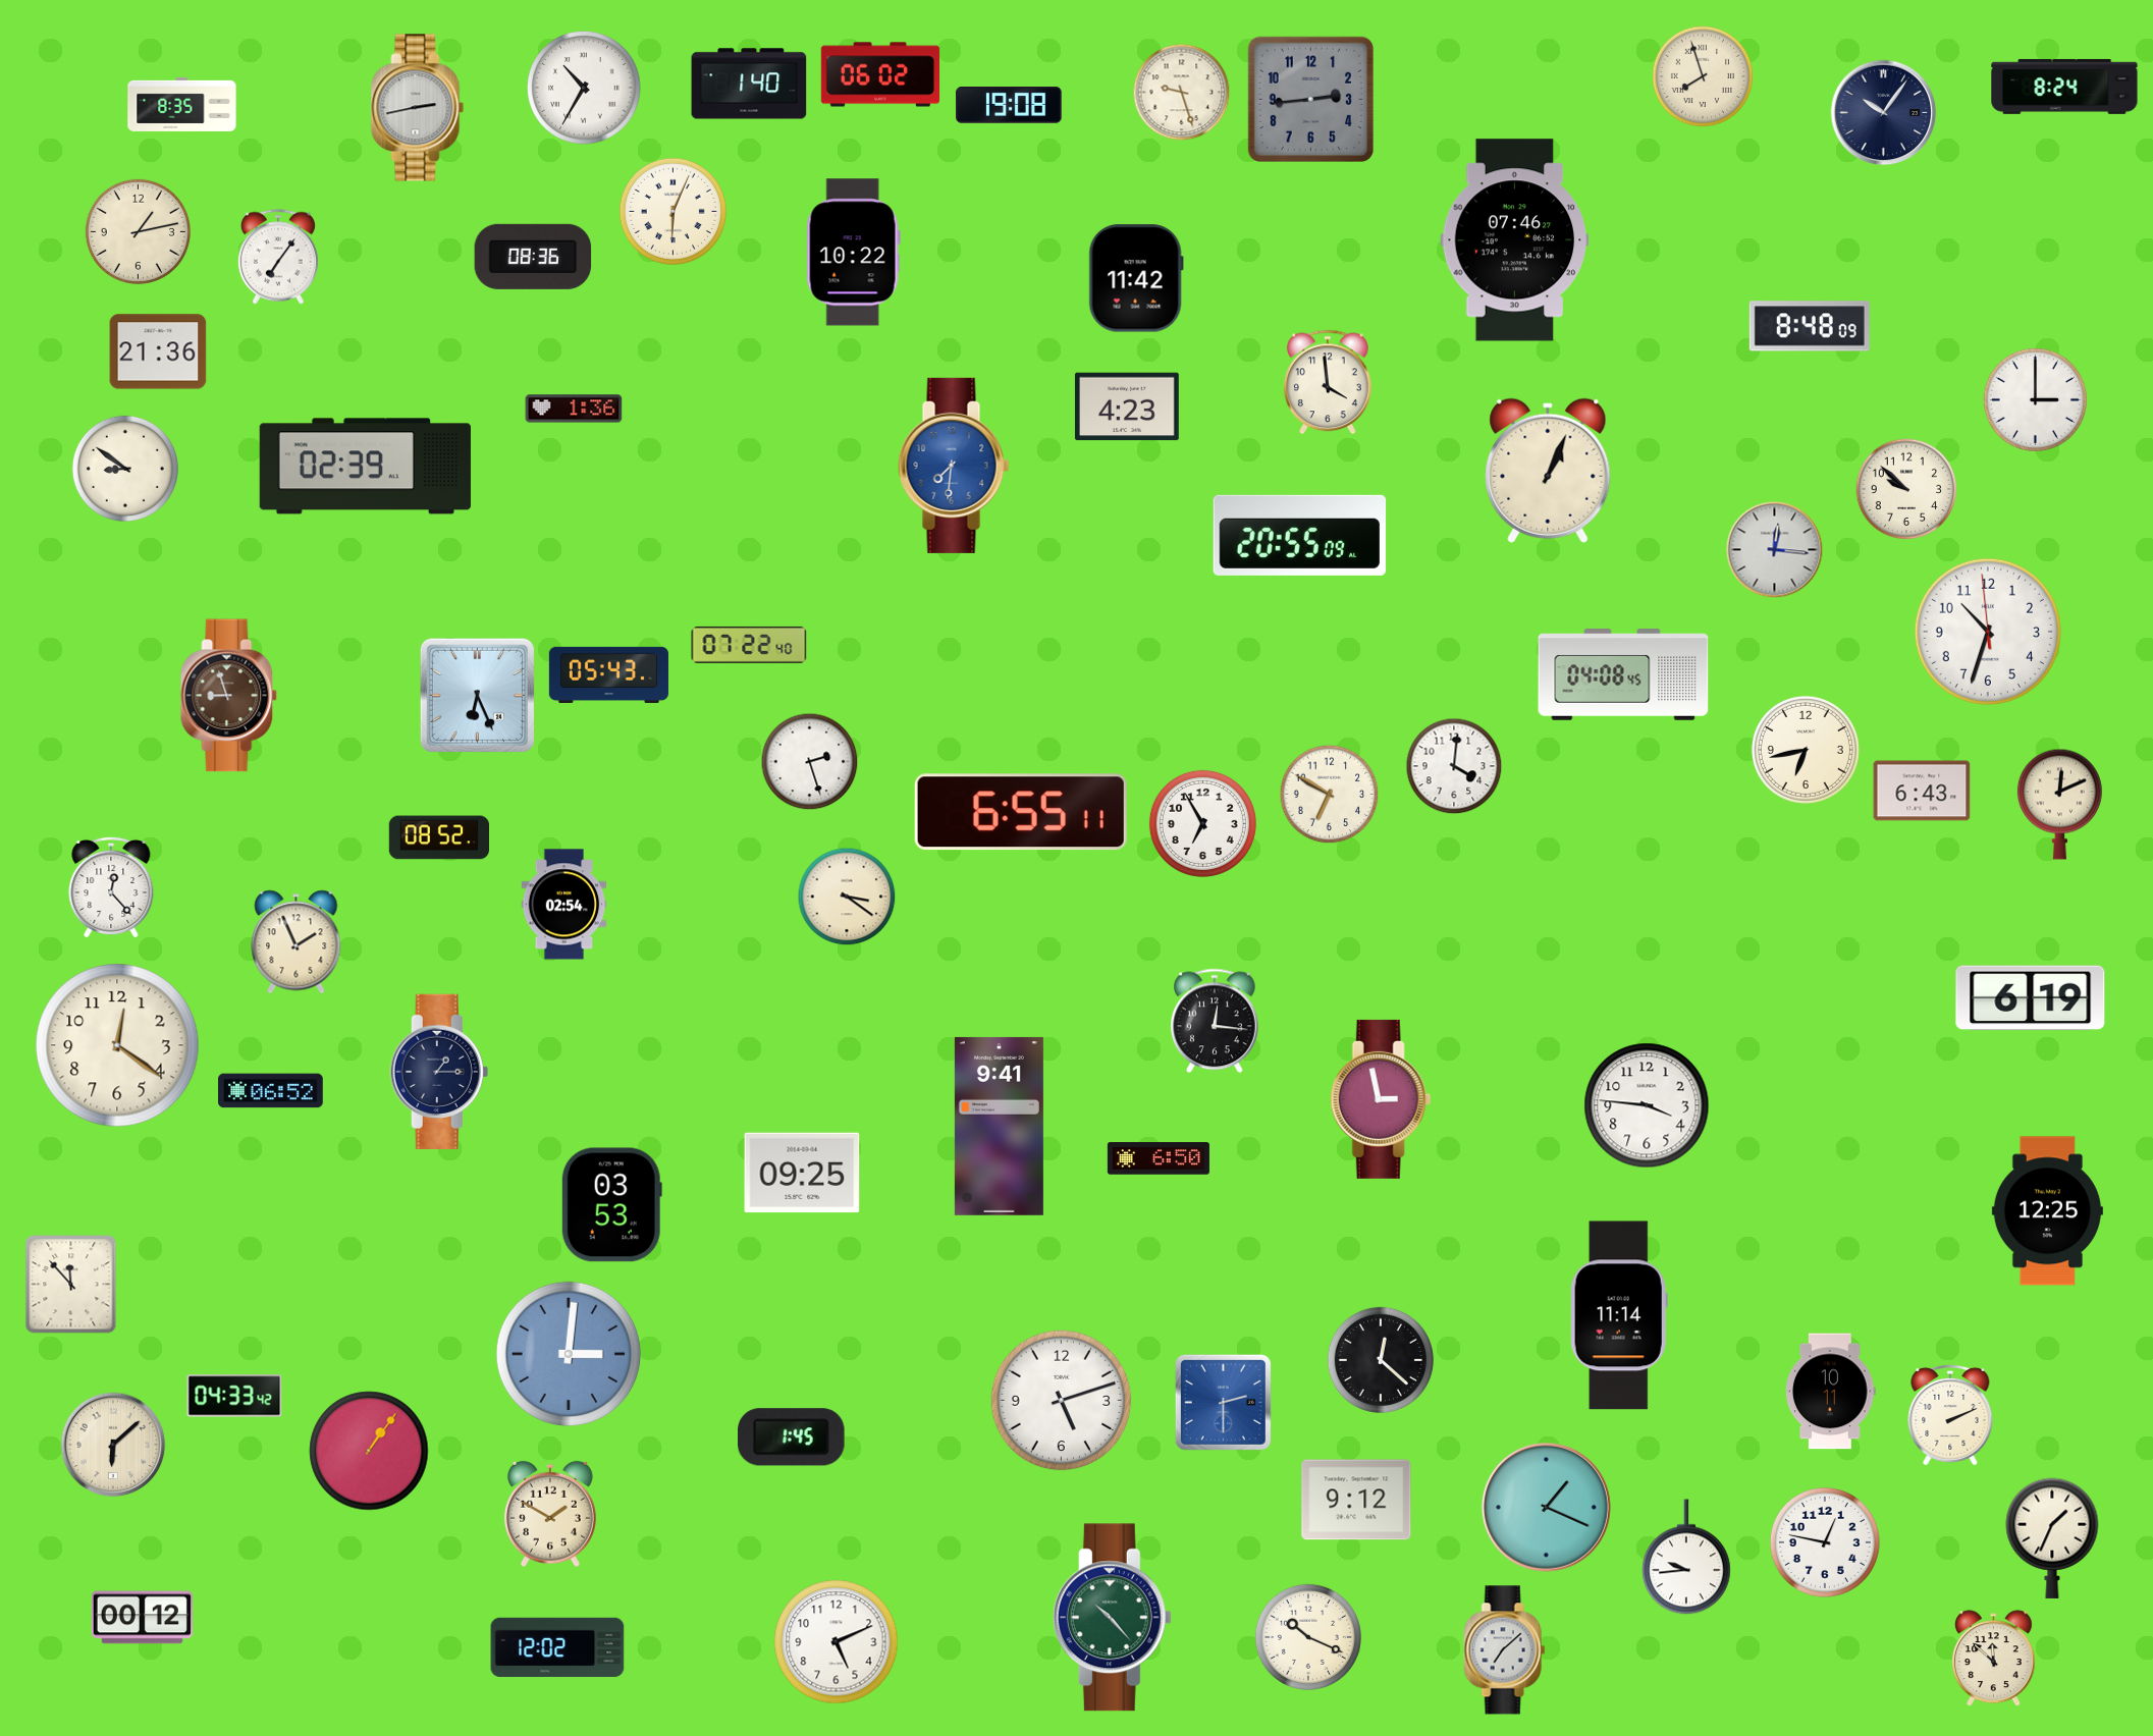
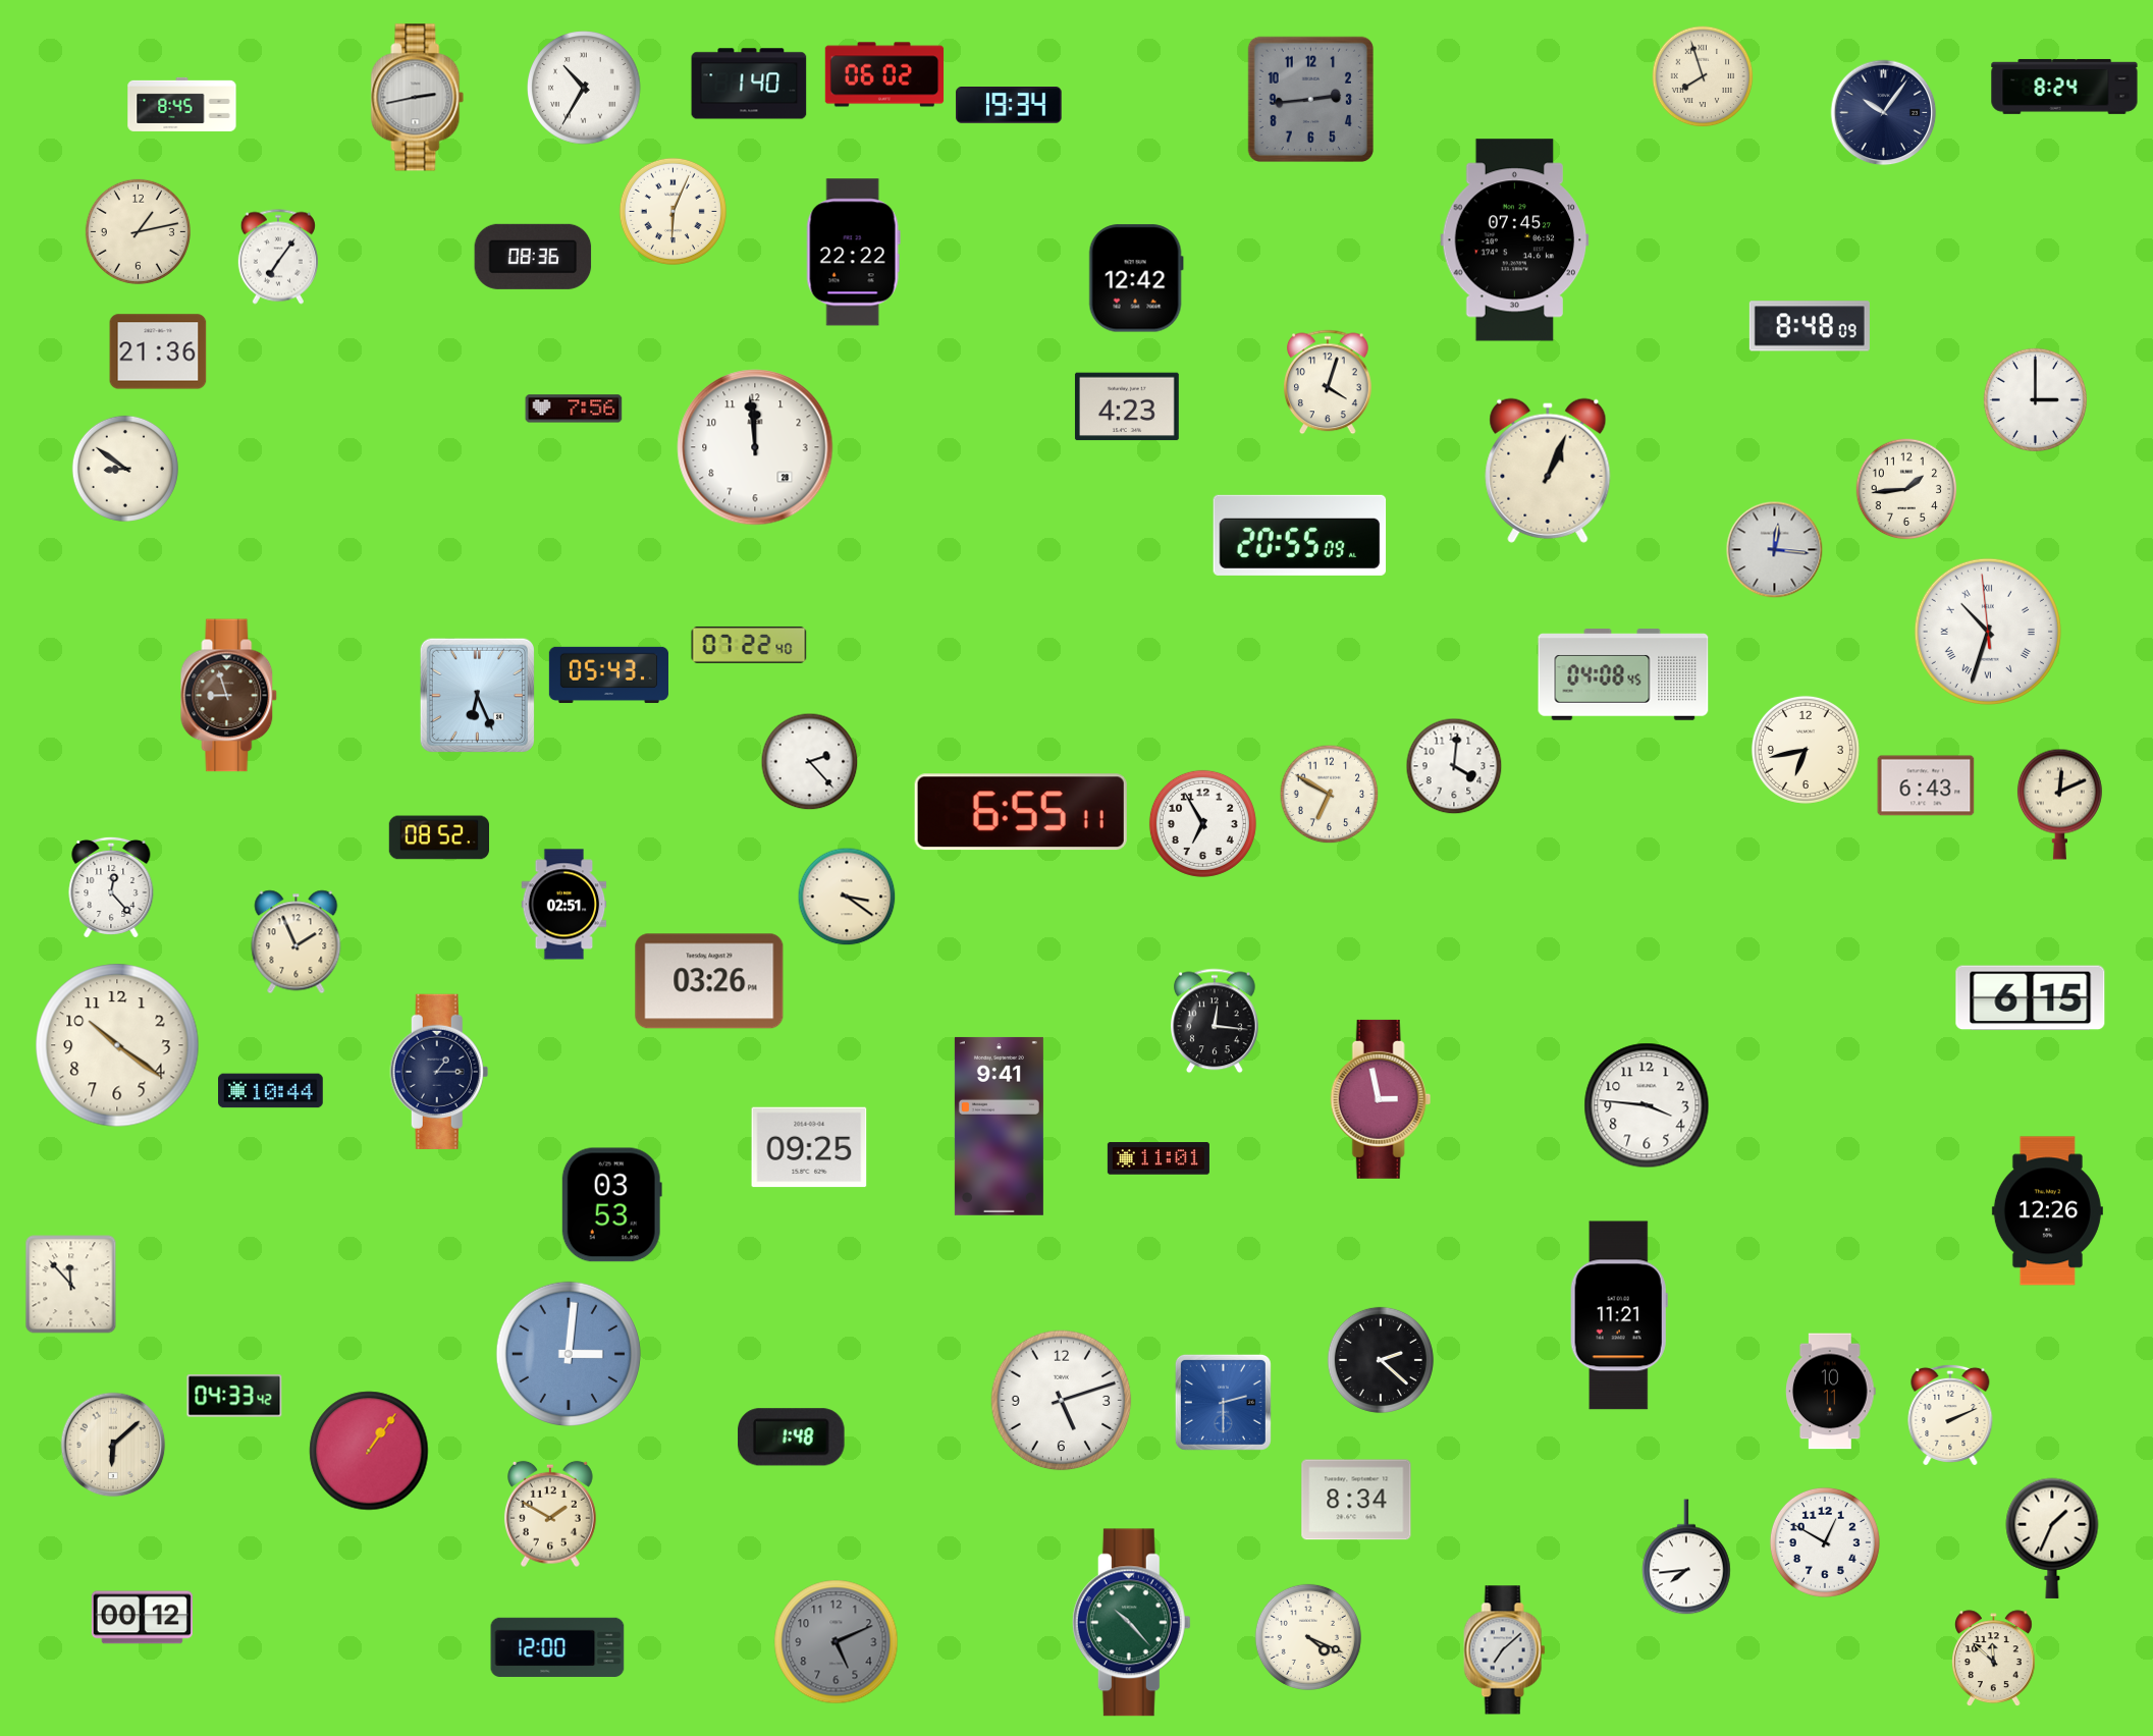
clock at (880, 74) position: (880, 74) -> (884, 74)
clock at (1182, 93): 9:27 -> none
clock at (182, 104): 8:35 -> 8:45
clock at (1009, 105): 19:08 -> 19:34
clock at (418, 108) position: (418, 108) -> (418, 98)
clock at (1515, 240): 07:46 -> 07:45
clock at (853, 253): 10:22 -> 22:22
clock at (1136, 278): 11:42 -> 12:42
clock at (1328, 382): 3:59 -> 4:03
clock at (574, 409): 1:36 -> 7:56
clock at (755, 447): none -> 11:59
clock at (954, 466): 7:31 -> none
clock at (365, 467): 02:39 -> none
clock at (1906, 489): 9:52 -> 1:44
clock at (1988, 632) numerals: Arabic -> Roman
clock at (810, 762): 2:27 -> 2:23
clock at (1922, 791) position: (1922, 791) -> (1926, 785)
clock at (564, 905): 02:54 -> 02:51
clock at (709, 981): none -> 03:26
clock at (2031, 998): 6:19 -> 6:15
clock at (117, 1045): 12:21 -> 10:21
clock at (271, 1091): 06:52 -> 10:44
clock at (1159, 1158): 6:50 -> 11:01
clock at (802, 1173) position: (802, 1173) -> (809, 1147)
clock at (2047, 1211): 12:25 -> 12:26
clock at (1619, 1315): 11:14 -> 11:21
clock at (1381, 1360): 12:22 -> 2:22
clock at (792, 1437): 1:45 -> 1:48
clock at (1356, 1500): 9:12 -> 8:34
clock at (1546, 1507): 1:19 -> none
clock at (1825, 1542): 12:47 -> 12:50
clock at (1687, 1557): 9:44 -> 7:44
clock at (1112, 1618) position: (1112, 1618) -> (1131, 1623)
clock at (1308, 1637): 10:19 -> 4:19
clock at (837, 1642) dial: white -> grey
clock at (557, 1647): 12:02 -> 12:00
